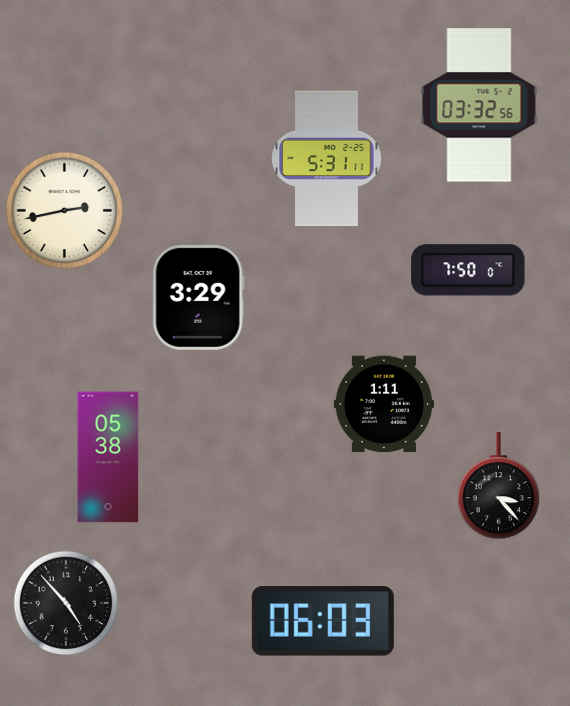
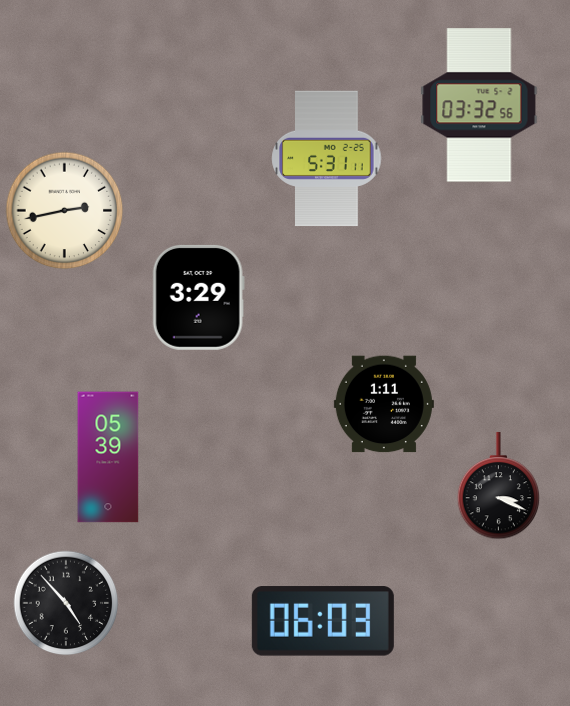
clock at (468, 270): 7:50 -> none
clock at (108, 457): 05:38 -> 05:39
clock at (499, 486): 3:23 -> 3:19
